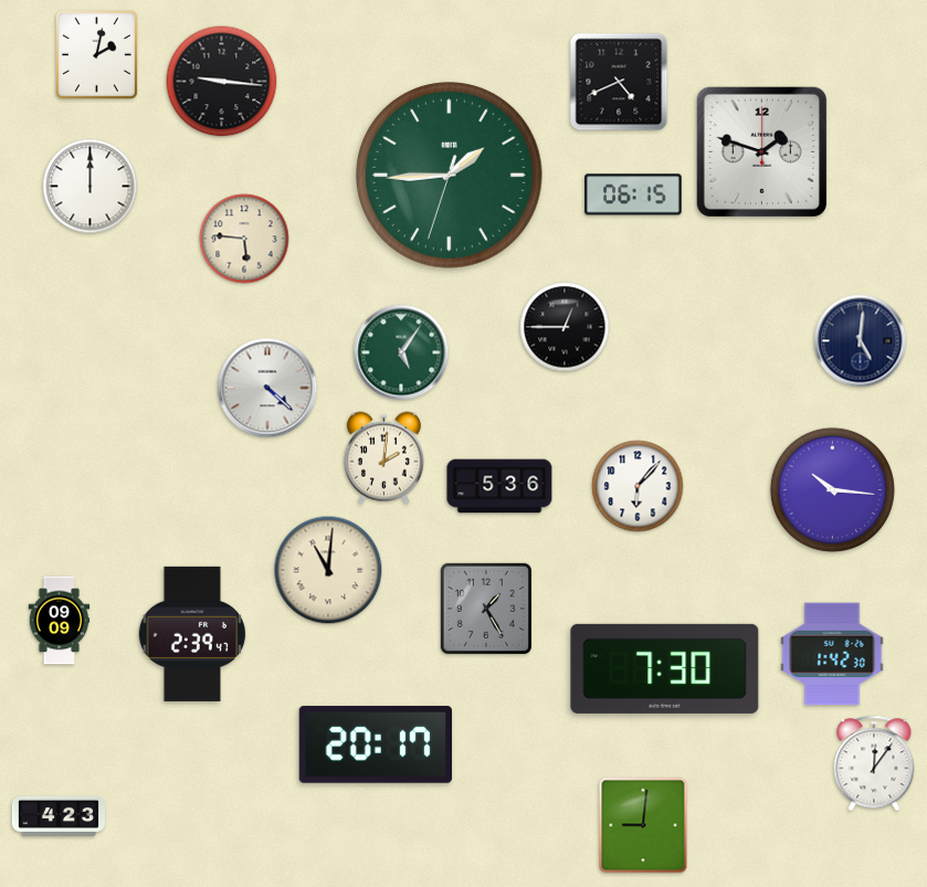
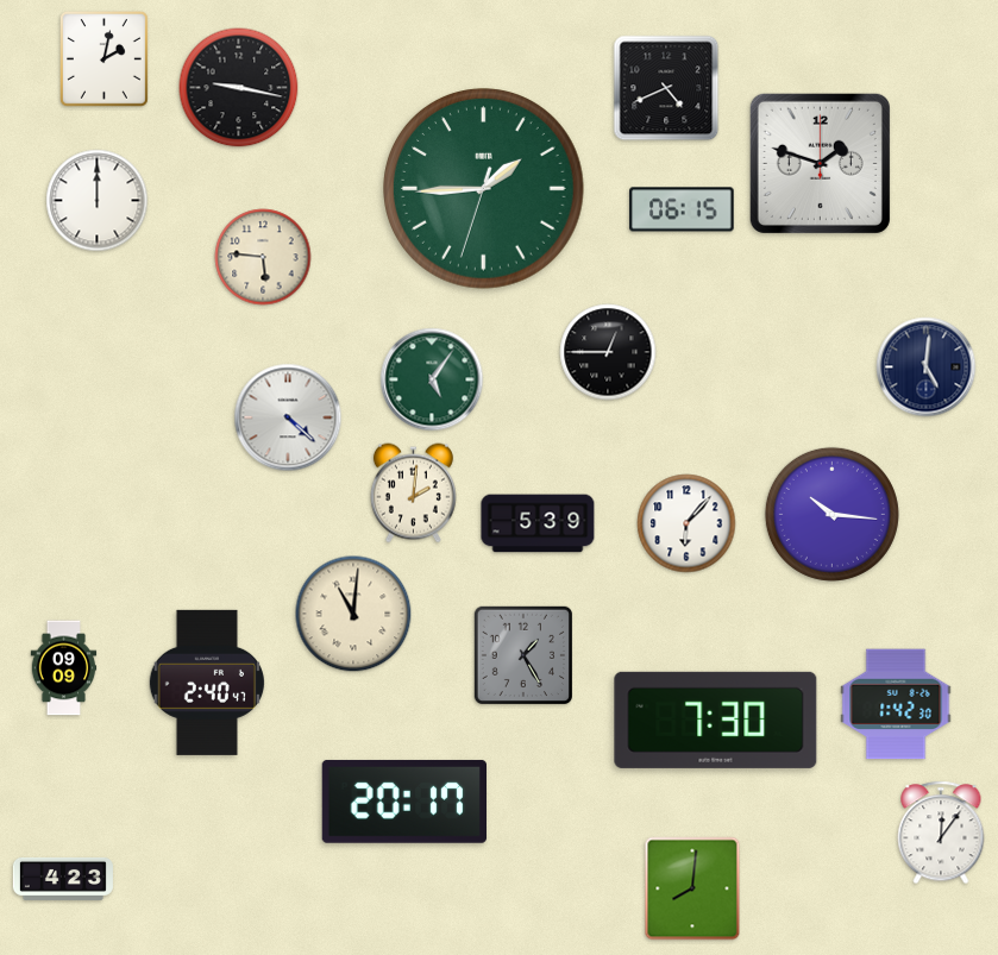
clock at (222, 82): 9:16 -> 9:17
clock at (499, 486): 5:36 -> 5:39
clock at (832, 489) position: (832, 489) -> (831, 514)
clock at (191, 634): 2:39 -> 2:40
clock at (874, 763) position: (874, 763) -> (941, 833)
clock at (643, 825): 9:01 -> 8:01
